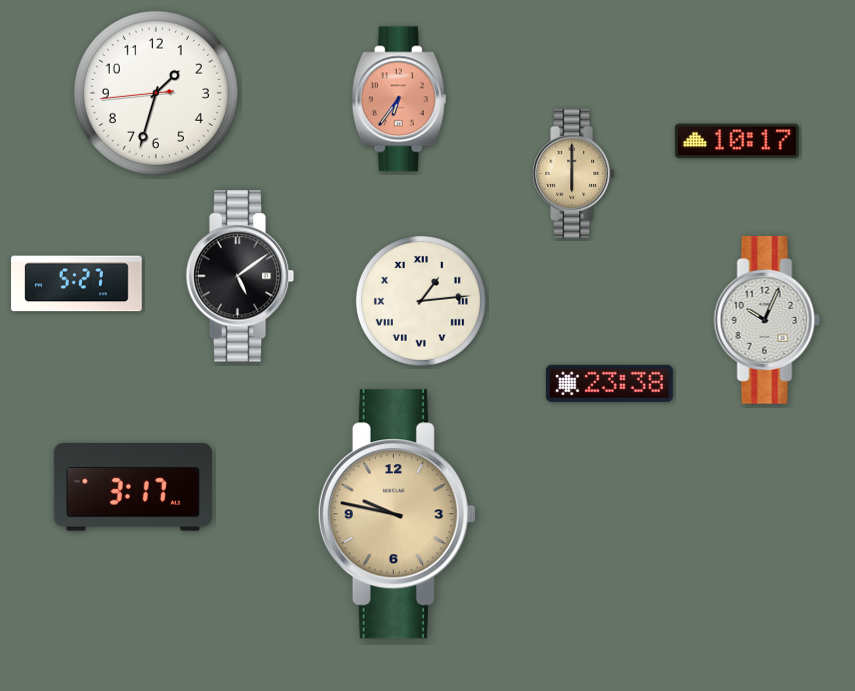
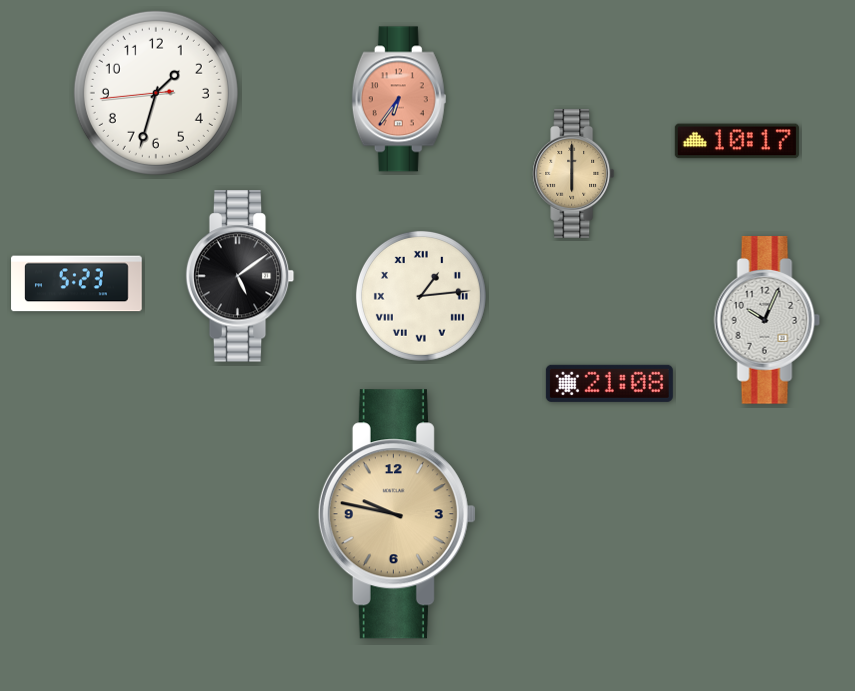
clock at (77, 284): 5:27 -> 5:23
clock at (421, 301) position: (421, 301) -> (421, 296)
clock at (609, 383): 23:38 -> 21:08
clock at (133, 487): 3:17 -> none
